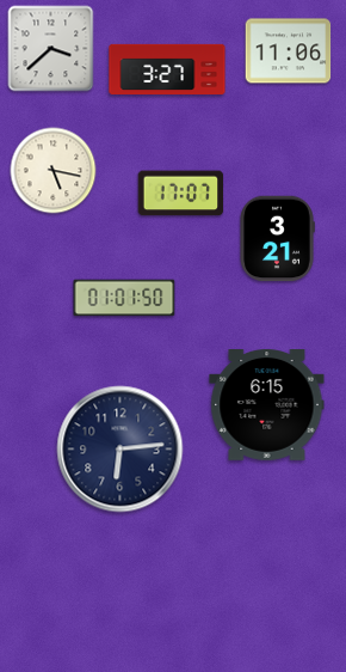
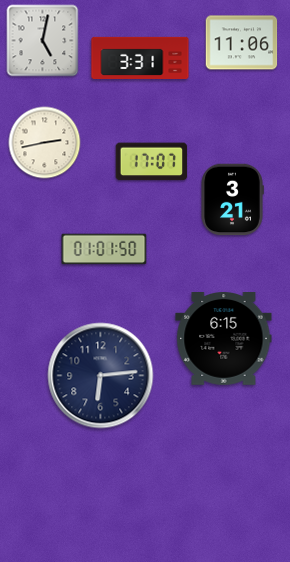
clock at (51, 49): 3:38 -> 5:02
clock at (167, 68): 3:27 -> 3:31
clock at (54, 171): 5:17 -> 2:43
